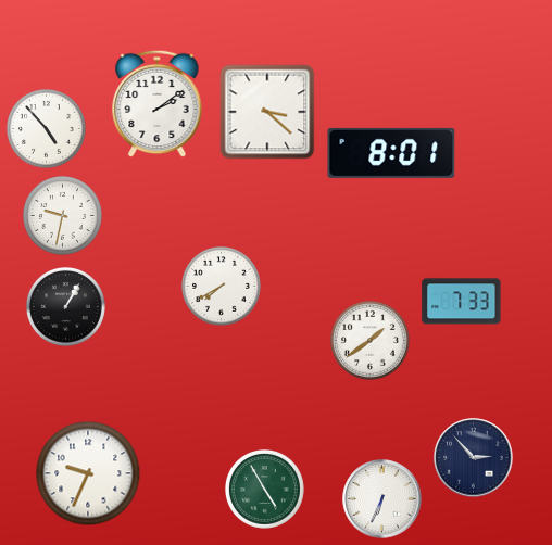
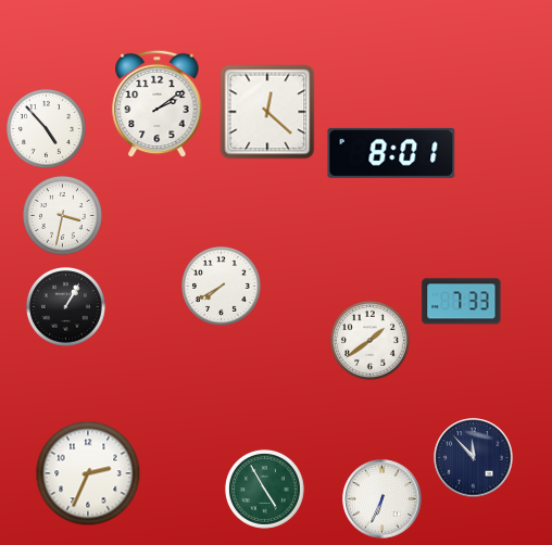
clock at (267, 112): 3:22 -> 12:22
clock at (62, 215): 9:32 -> 3:32
clock at (474, 458): 2:53 -> 11:53
clock at (88, 473): 9:34 -> 2:34
